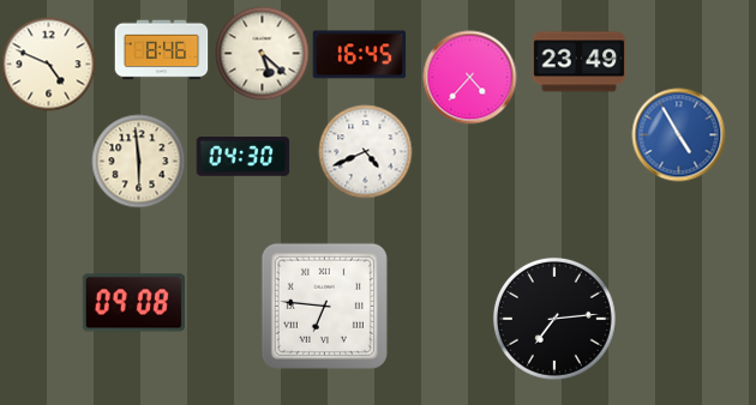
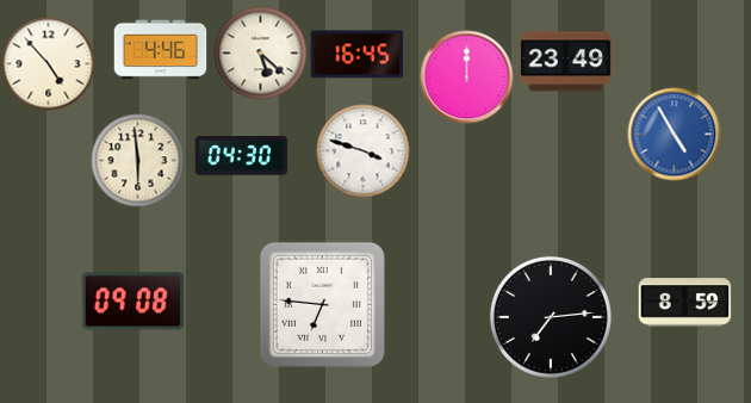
clock at (161, 50): 8:46 -> 4:46
clock at (578, 62) position: (578, 62) -> (565, 62)
clock at (48, 64): 4:49 -> 4:53
clock at (469, 77): 4:37 -> 12:00
clock at (365, 151): 4:41 -> 3:48
clock at (684, 303): none -> 8:59
